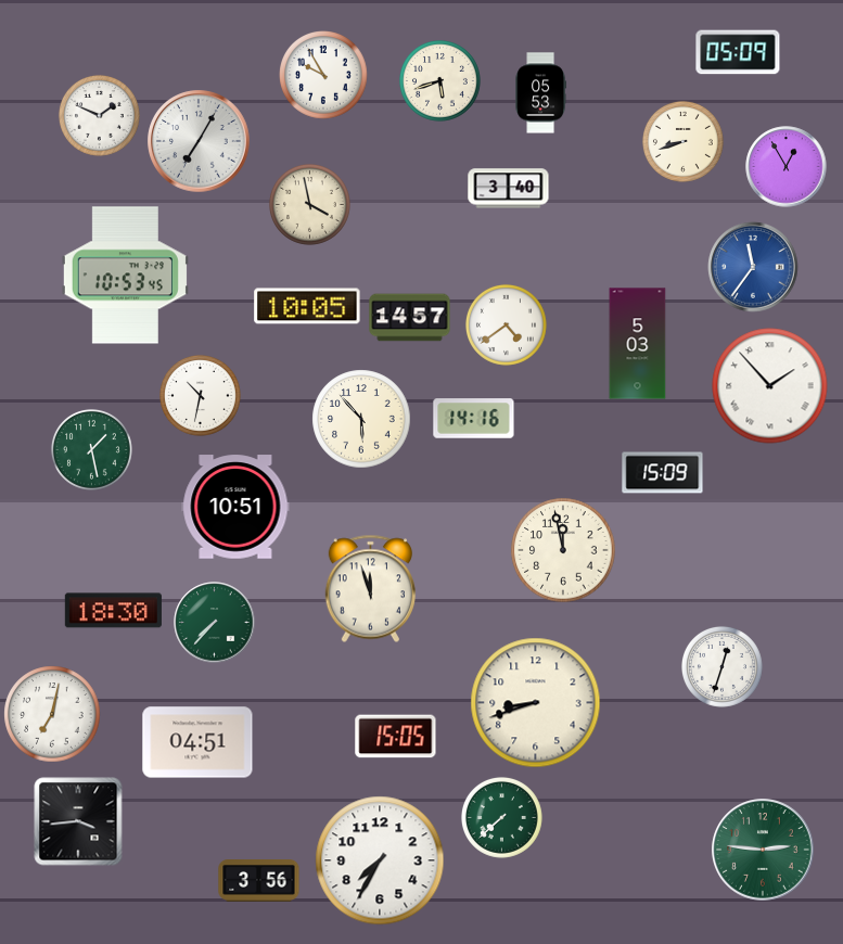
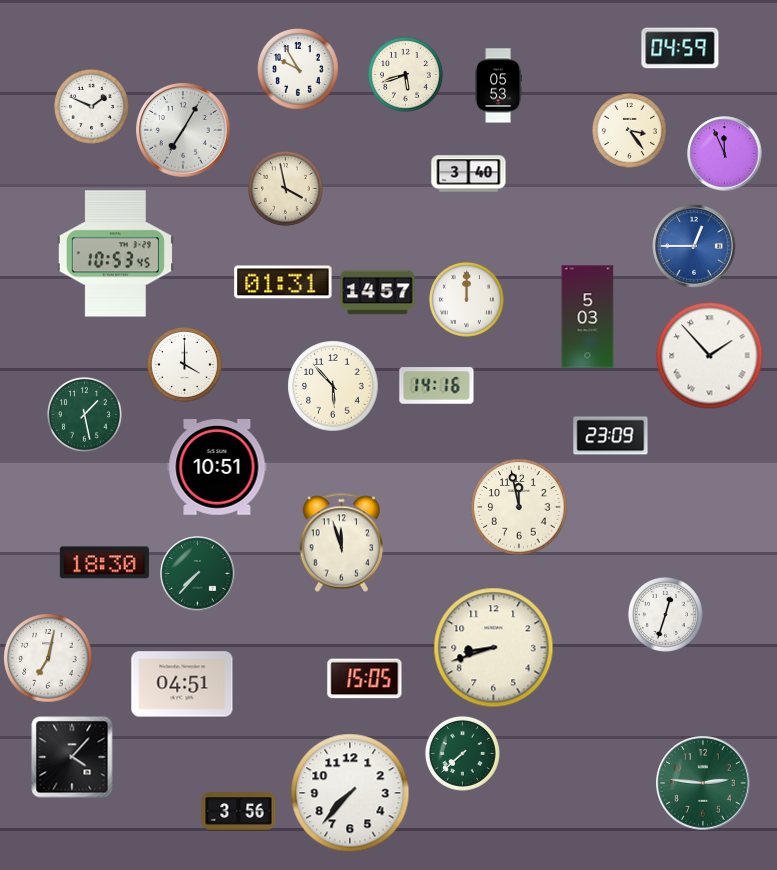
clock at (738, 52): 05:09 -> 04:59
clock at (682, 141): 8:42 -> 3:24
clock at (787, 167): 12:55 -> 11:56
clock at (753, 267): 11:36 -> 12:45
clock at (307, 306): 10:05 -> 01:31
clock at (506, 324): 4:39 -> 12:00
clock at (200, 395): 10:32 -> 4:00
clock at (663, 473): 15:09 -> 23:09
clock at (78, 821): 3:44 -> 4:07
clock at (380, 860): 7:35 -> 7:37
